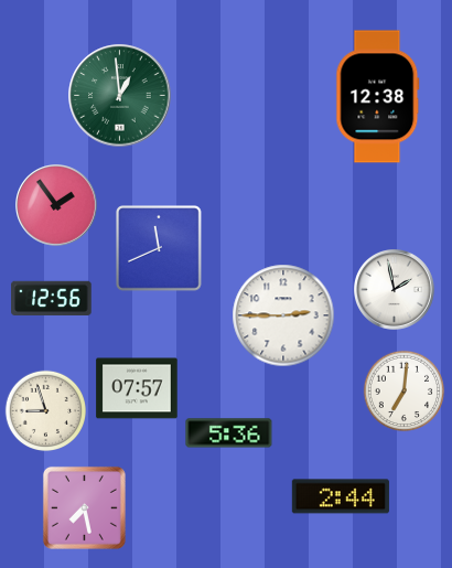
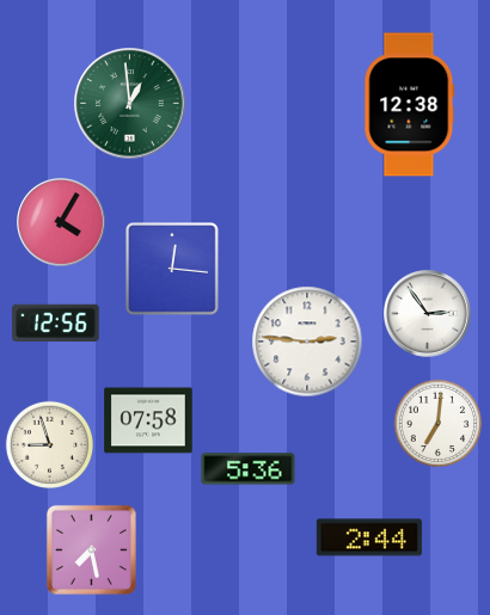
clock at (57, 206): 1:54 -> 4:05
clock at (160, 249): 11:41 -> 12:16
clock at (395, 290): 1:58 -> 2:54
clock at (283, 315): 2:45 -> 2:46
clock at (137, 388): 07:57 -> 07:58
